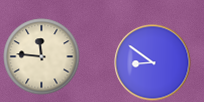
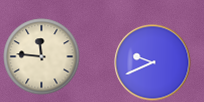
clock at (153, 63): 8:51 -> 9:41
